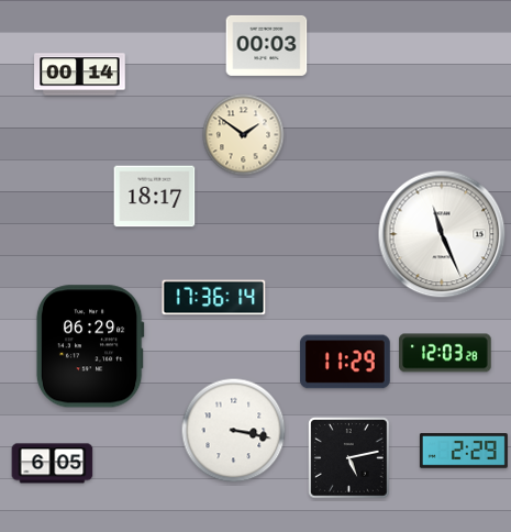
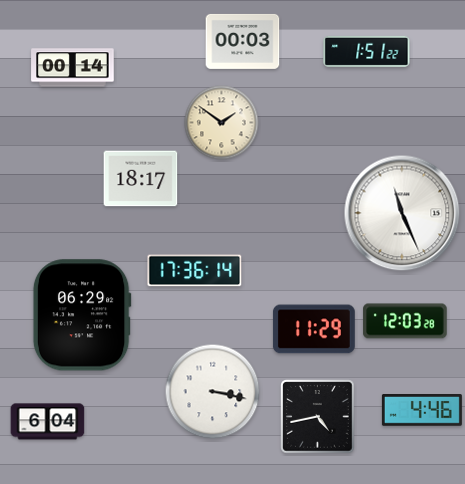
clock at (367, 51): none -> 1:51
clock at (464, 452): 2:29 -> 4:46
clock at (349, 458): 5:13 -> 4:43
clock at (53, 464): 6:05 -> 6:04
